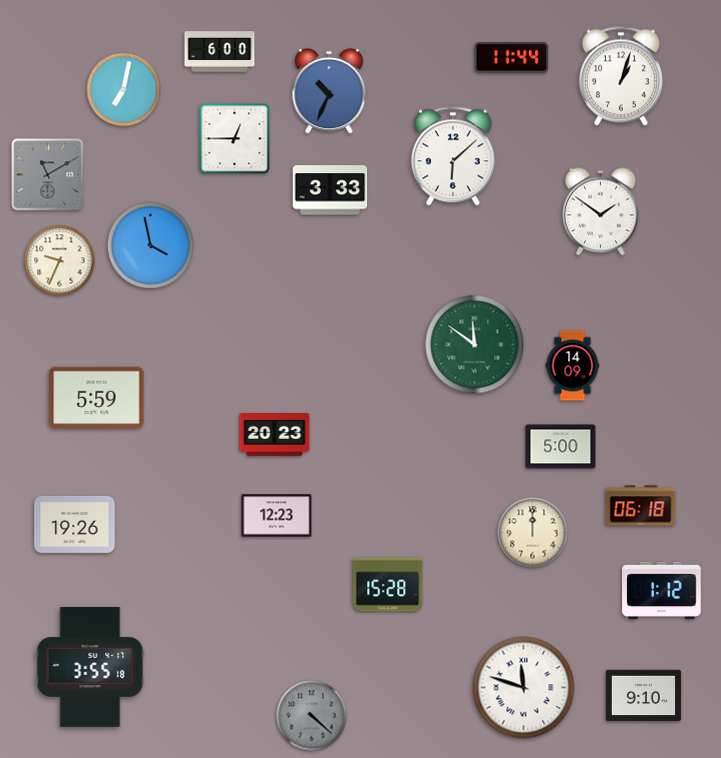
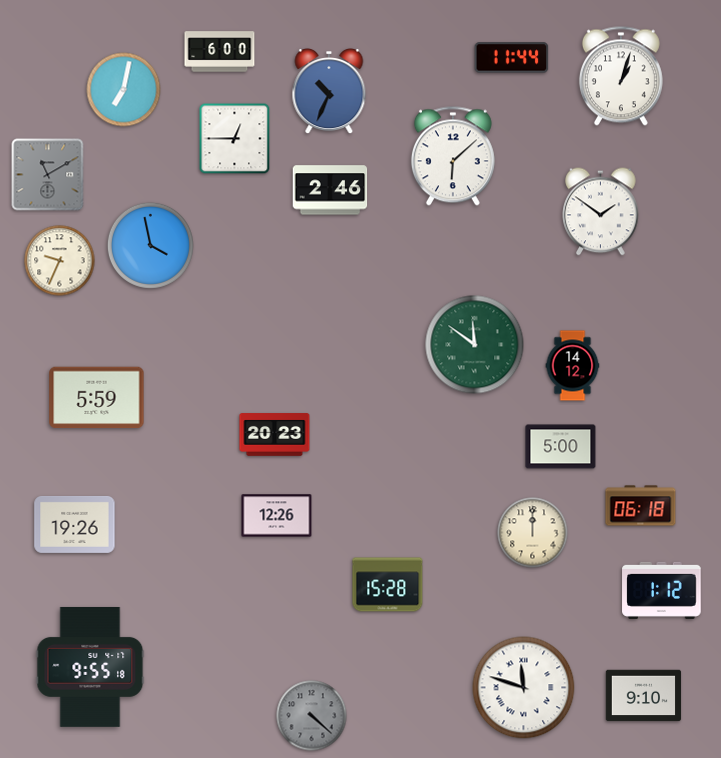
clock at (330, 190): 3:33 -> 2:46
clock at (573, 366): 14:09 -> 14:12
clock at (277, 516): 12:23 -> 12:26
clock at (90, 667): 3:55 -> 9:55
